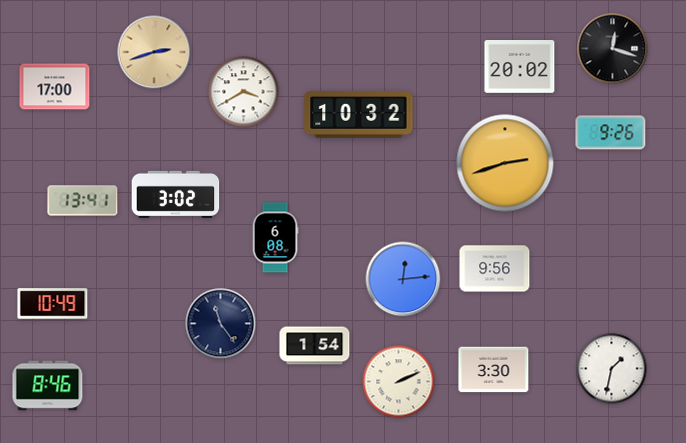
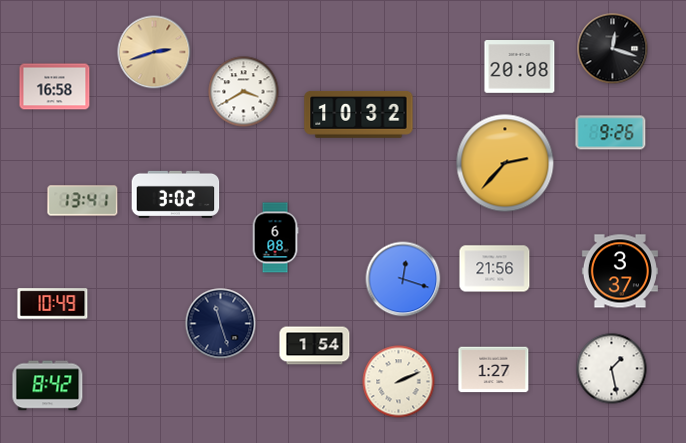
clock at (520, 67): 20:02 -> 20:08
clock at (55, 87): 17:00 -> 16:58
clock at (505, 163): 2:42 -> 2:37
clock at (495, 269): 9:56 -> 21:56
clock at (620, 271): none -> 3:37
clock at (403, 279): 12:14 -> 12:18
clock at (221, 324): 11:24 -> 11:27
clock at (612, 369): 1:32 -> 1:28
clock at (494, 370): 3:30 -> 1:27
clock at (48, 386): 8:46 -> 8:42
